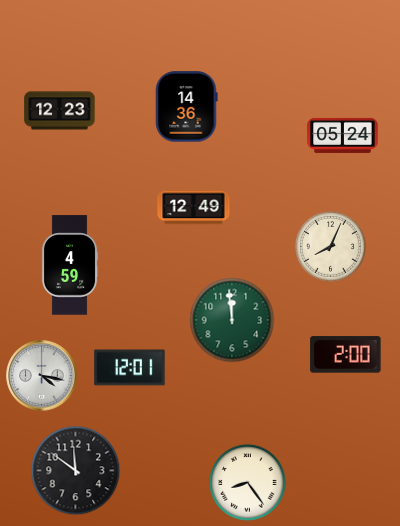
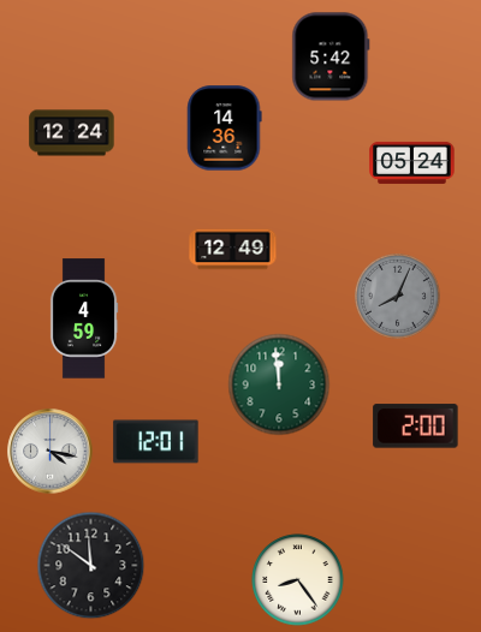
clock at (331, 56): none -> 5:42
clock at (60, 111): 12:23 -> 12:24
clock at (330, 246) dial: cream -> grey
